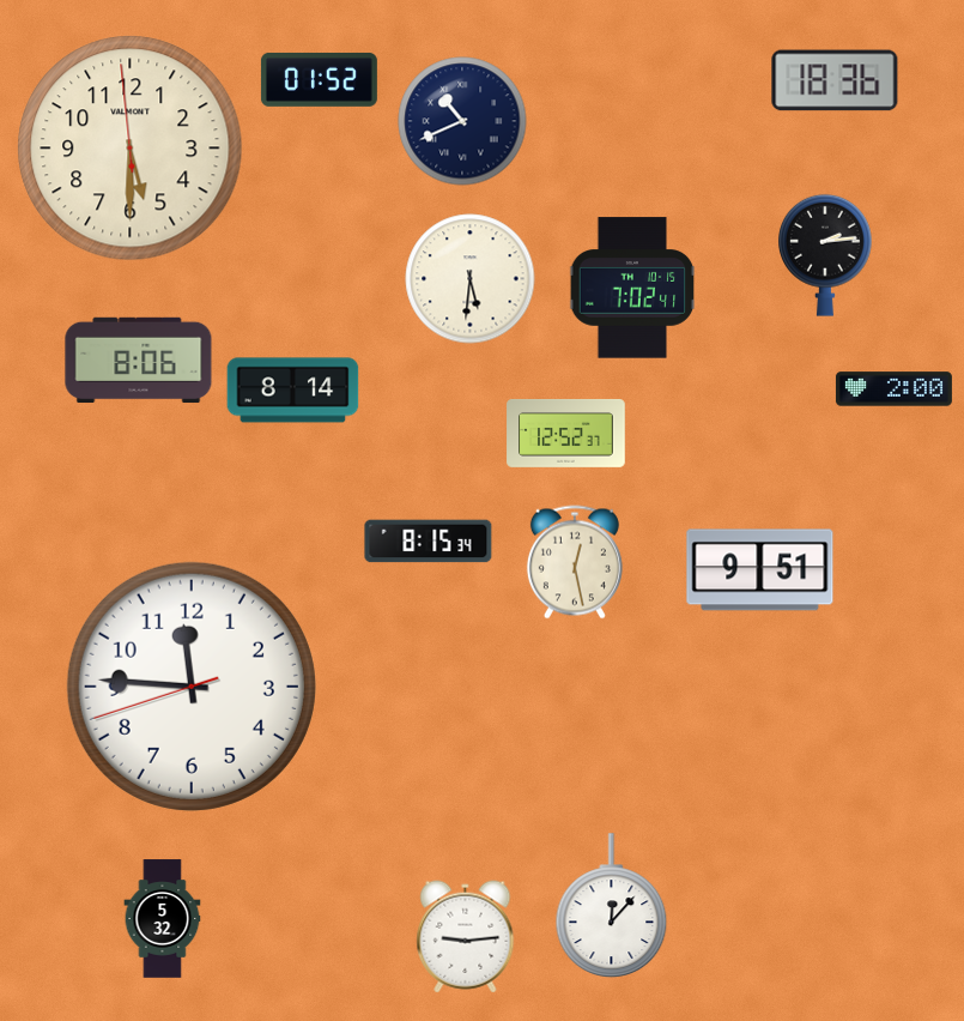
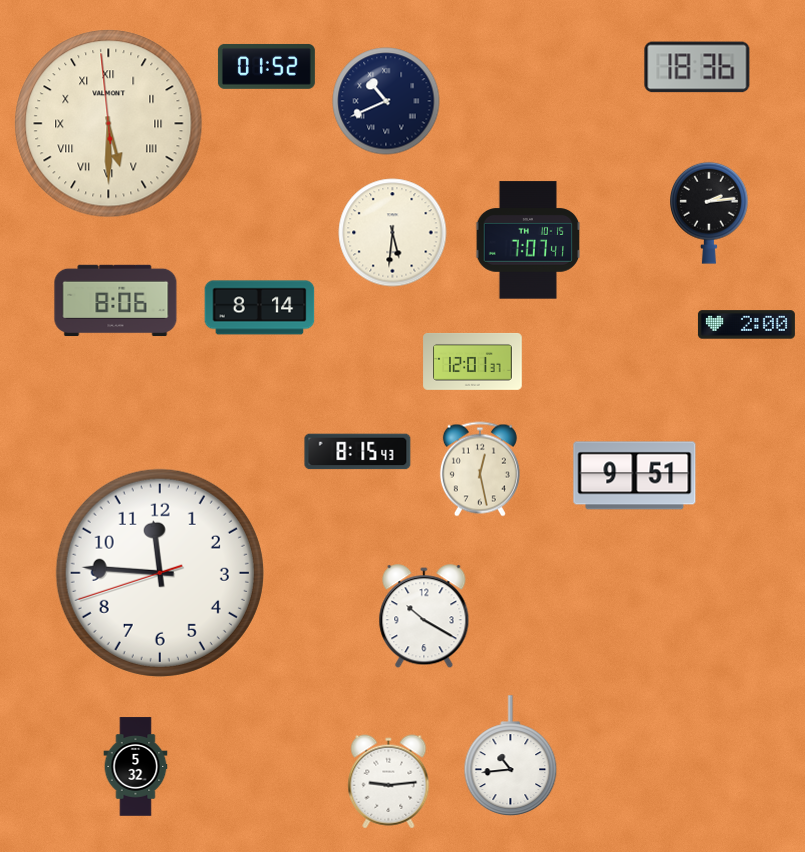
clock at (131, 149) numerals: Arabic -> Roman
clock at (826, 255) position: (826, 255) -> (710, 213)
clock at (632, 288): 7:02 -> 7:07
clock at (293, 391) position: (293, 391) -> (260, 308)
clock at (566, 434): 12:52 -> 12:01
clock at (429, 542): 8:15:34 -> 8:15:43
clock at (424, 617): none -> 10:20
clock at (612, 905): 12:07 -> 10:44
